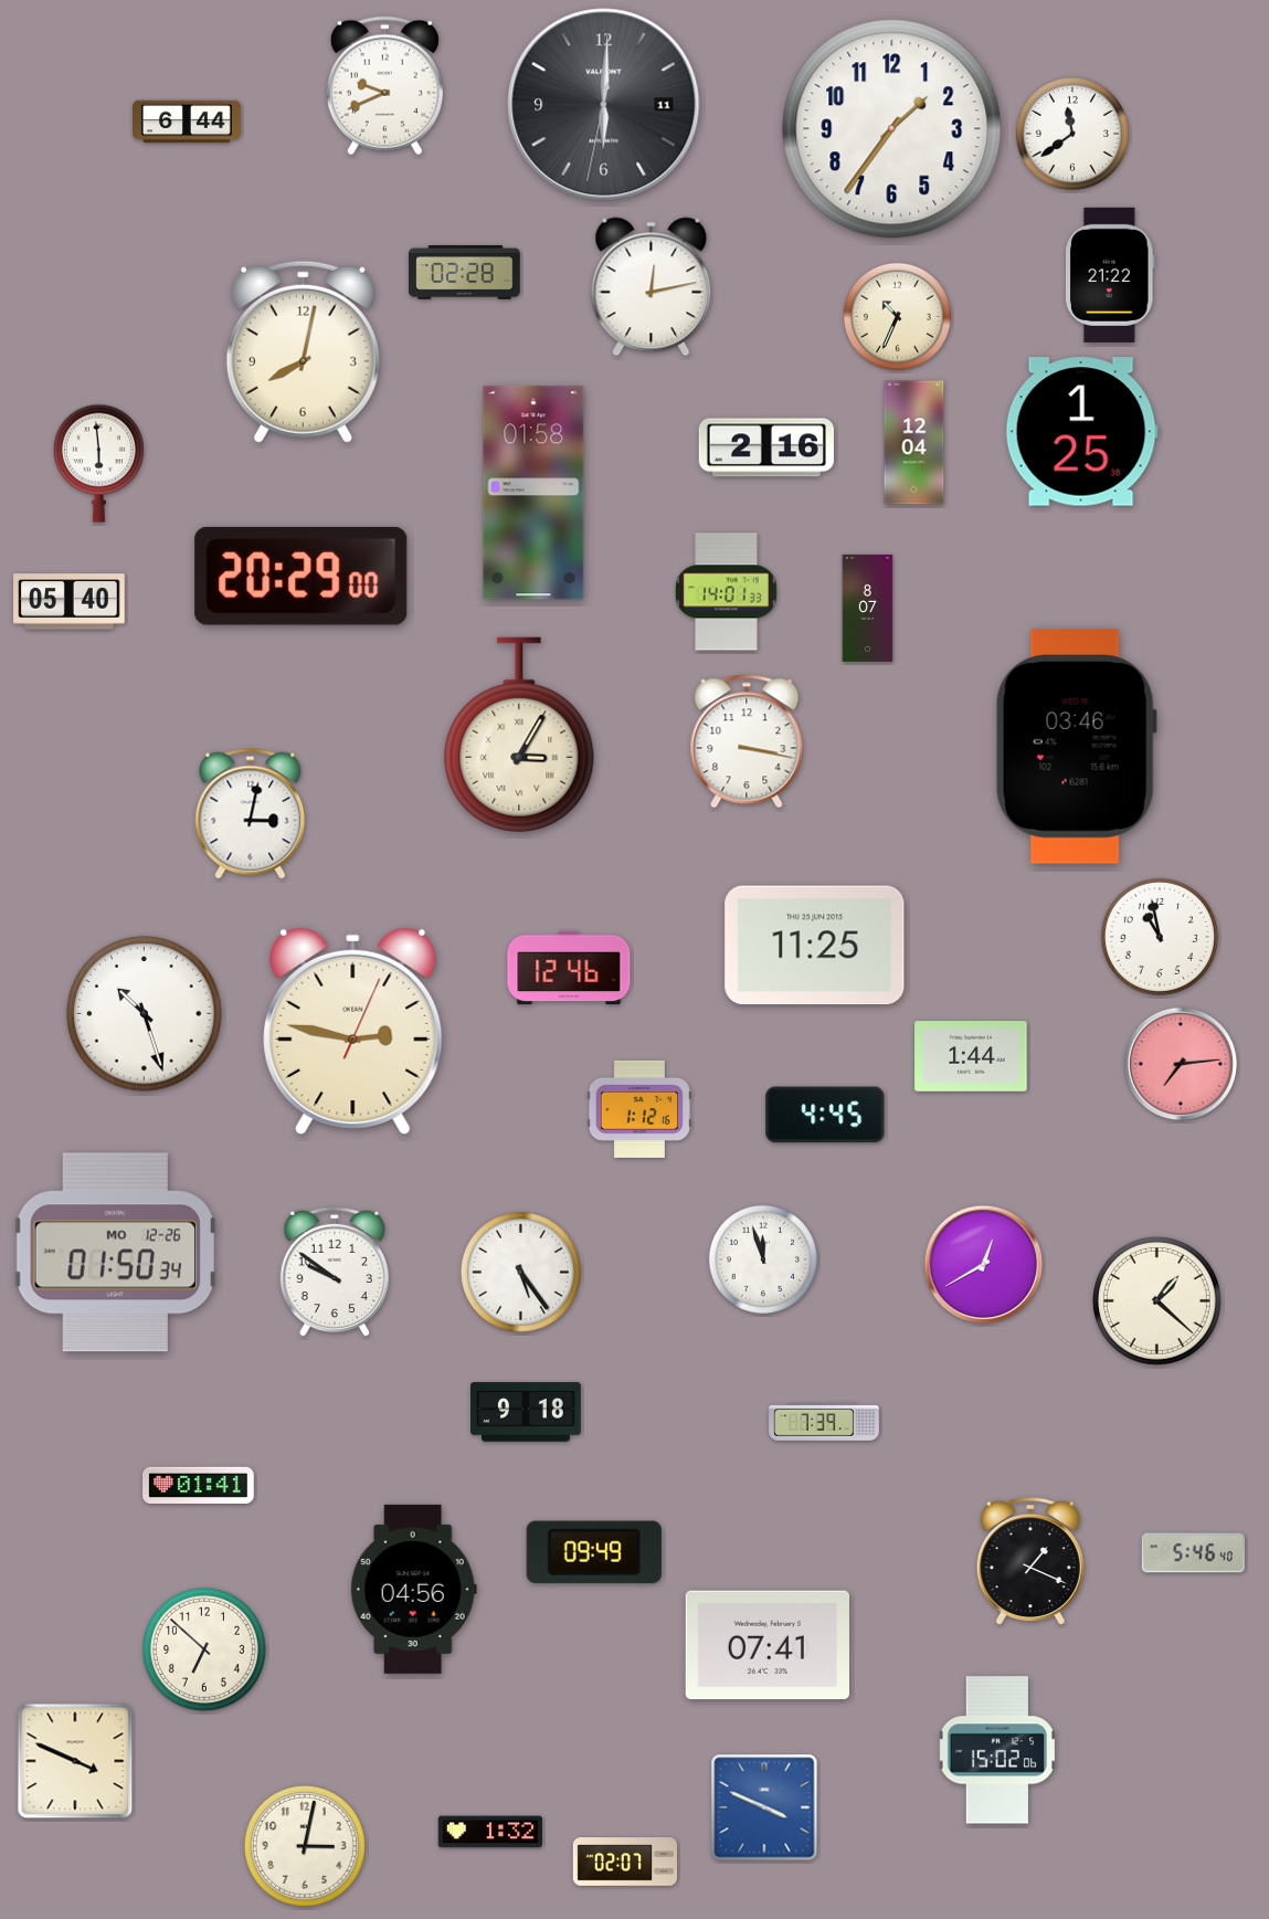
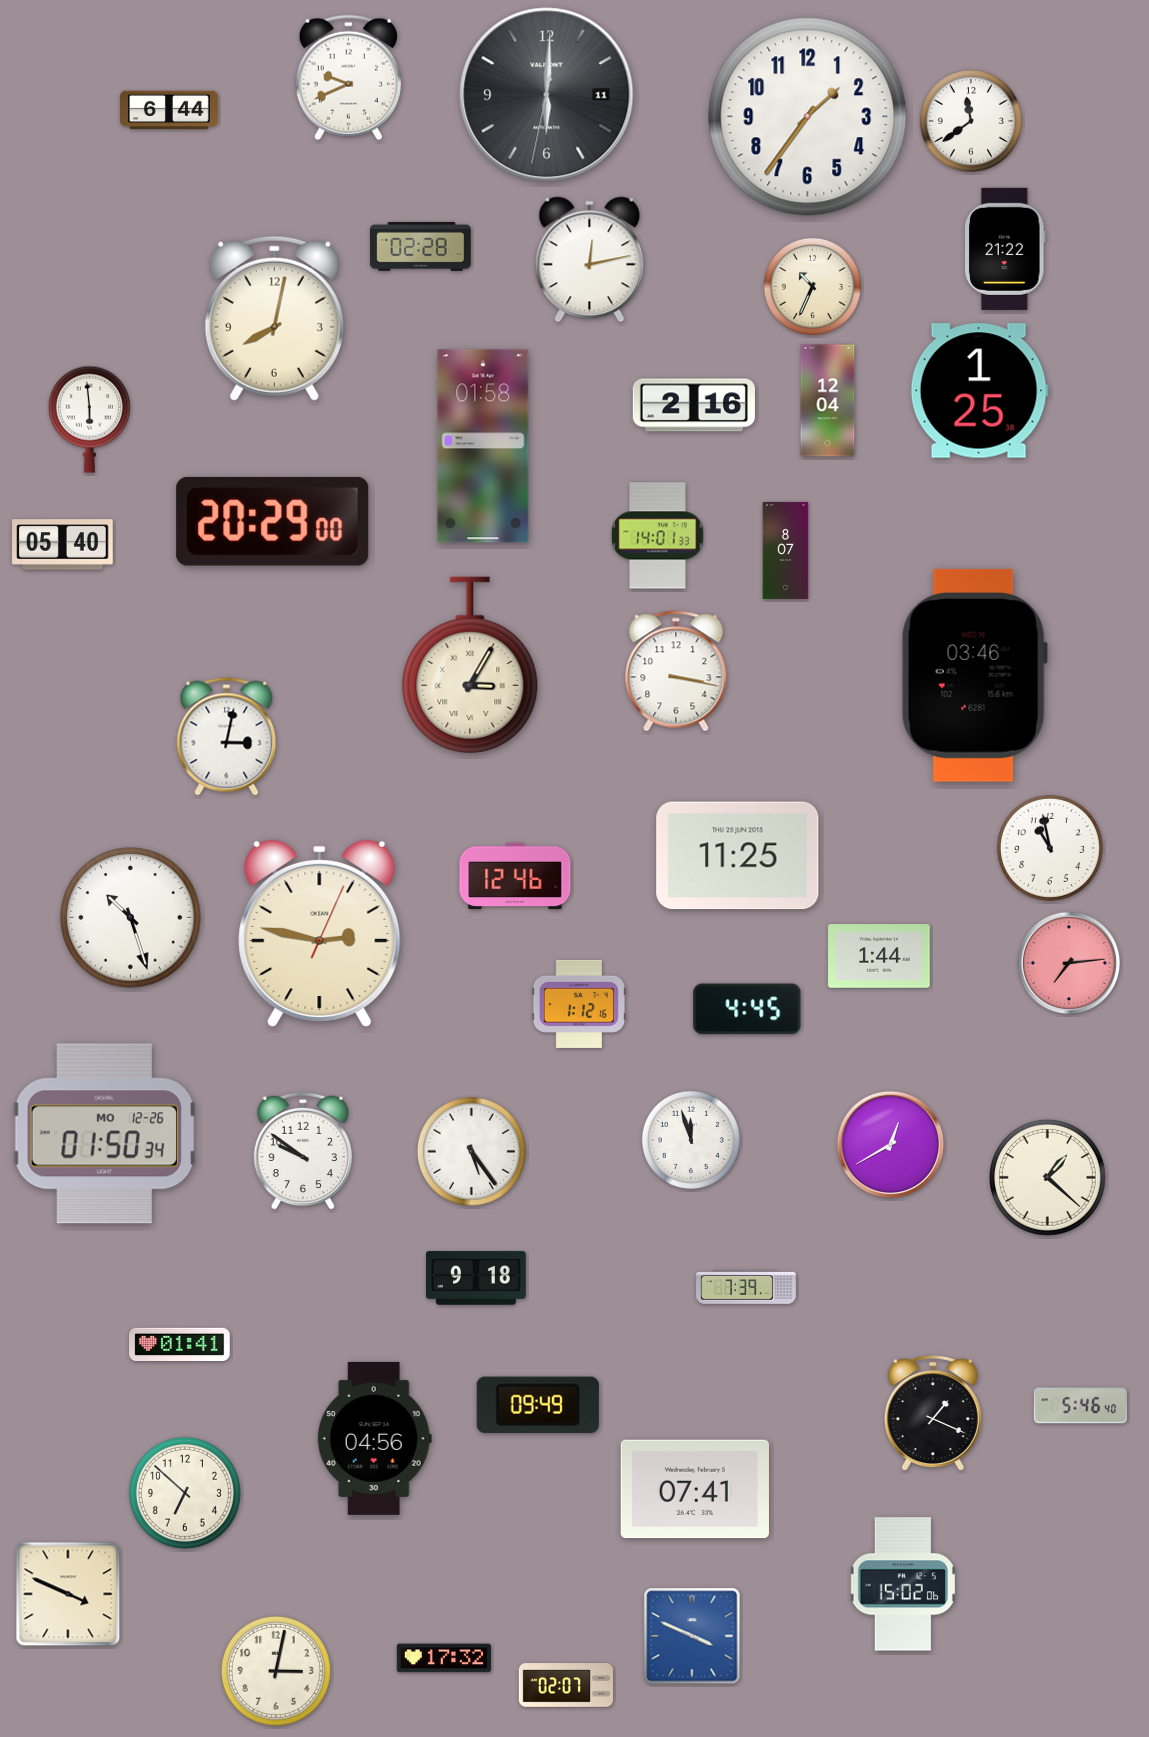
clock at (490, 1832): 1:32 -> 17:32
